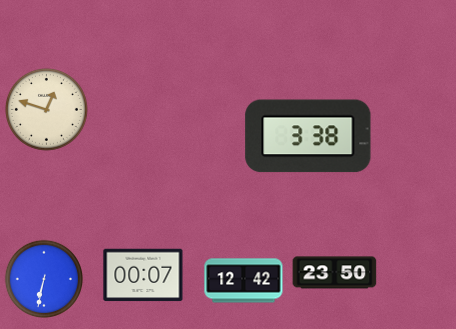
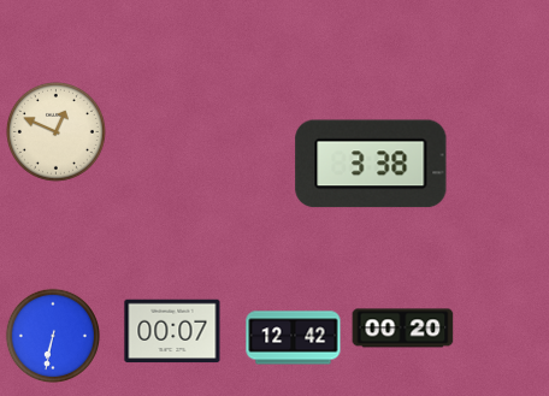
clock at (46, 109): 12:48 -> 12:49
clock at (335, 273): 23:50 -> 00:20
